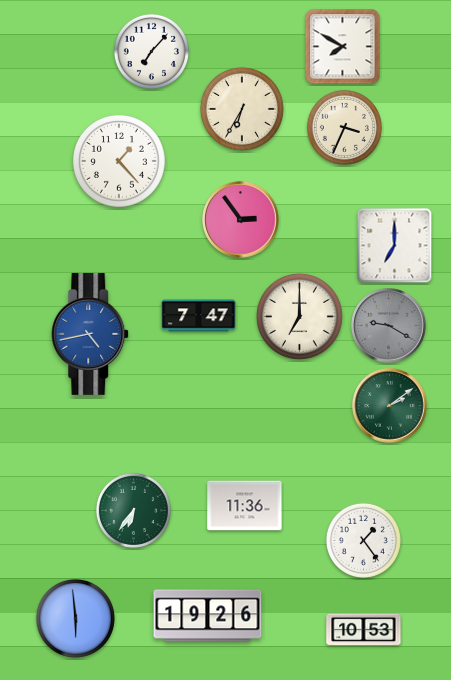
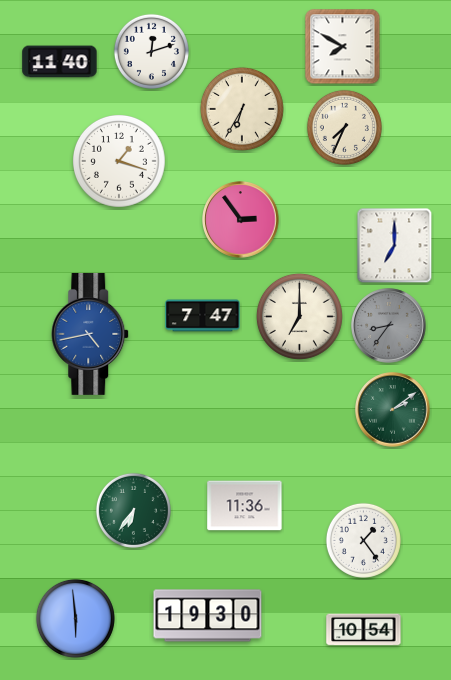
clock at (151, 51): 7:07 -> 12:12
clock at (60, 62): none -> 11:40
clock at (344, 127): 3:34 -> 7:34
clock at (120, 162): 1:23 -> 1:18
clock at (199, 316) position: (199, 316) -> (203, 316)
clock at (389, 326): 9:20 -> 8:36
clock at (390, 406) position: (390, 406) -> (393, 410)
clock at (208, 616): 19:26 -> 19:30
clock at (364, 630): 10:53 -> 10:54
